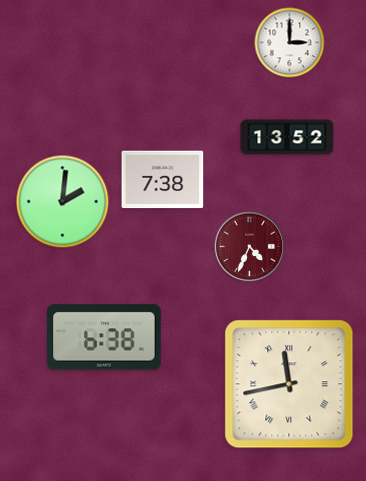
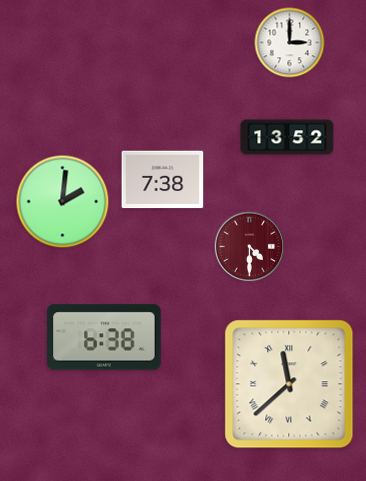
clock at (250, 247): 4:34 -> 4:30
clock at (289, 384): 11:43 -> 11:38
